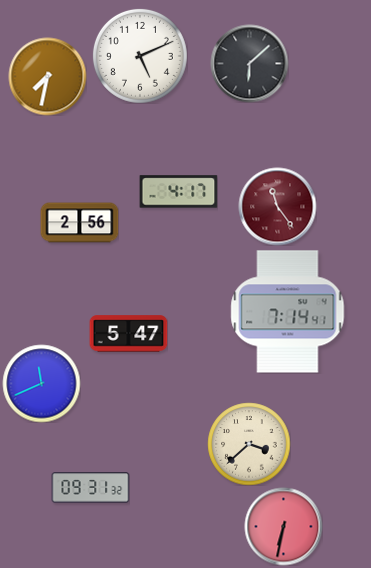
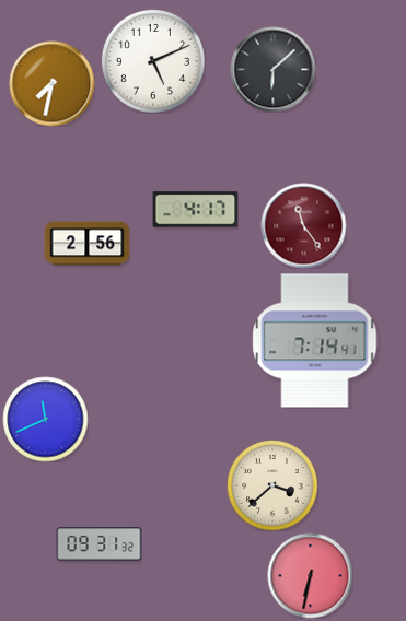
clock at (128, 334): 5:47 -> none
clock at (90, 488) position: (90, 488) -> (98, 544)
